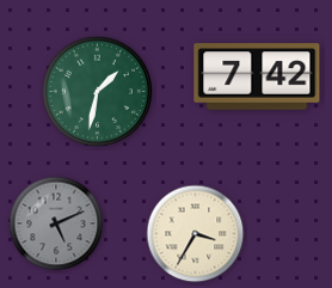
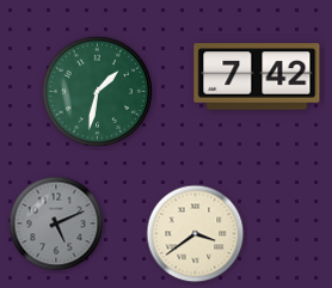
clock at (196, 234): 3:35 -> 3:39
